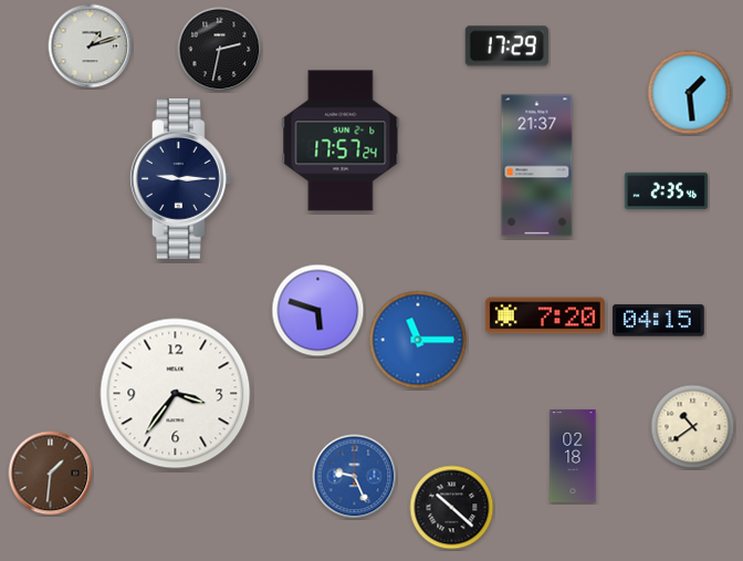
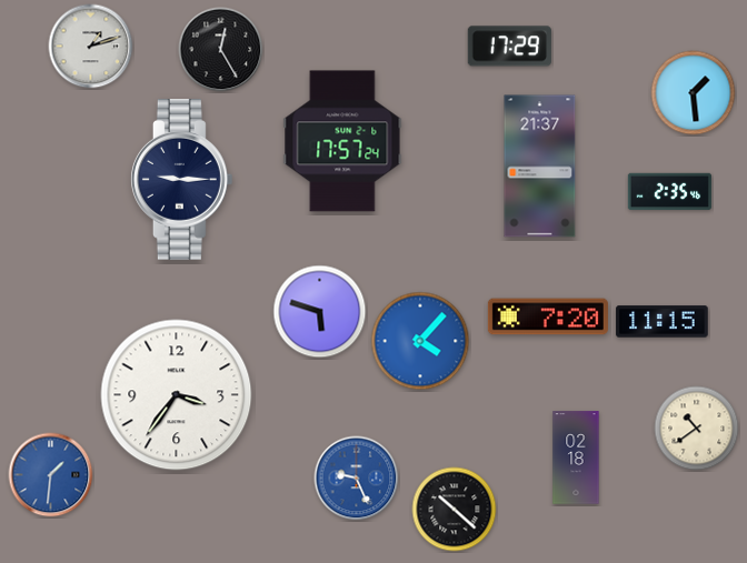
clock at (220, 50): 2:32 -> 12:25
clock at (659, 321): 04:15 -> 11:15
clock at (418, 340): 11:15 -> 4:07
clock at (51, 474) dial: brown -> blue
